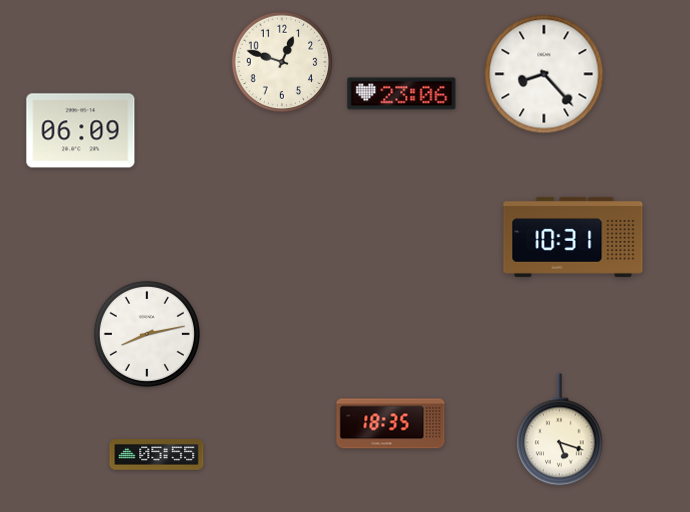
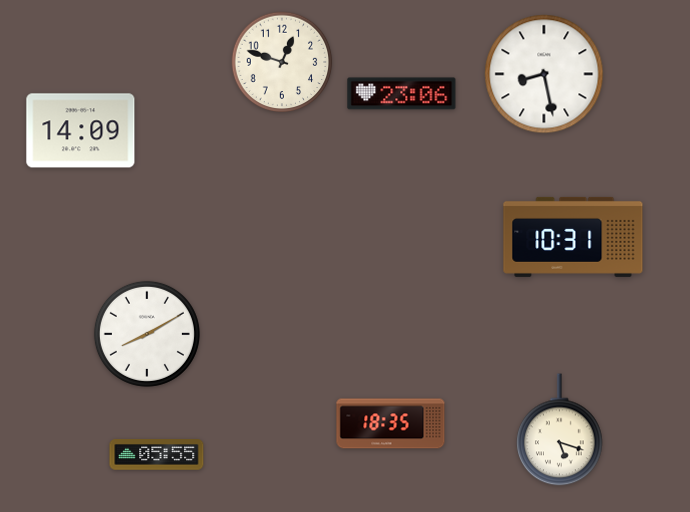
clock at (544, 74): 8:23 -> 8:28
clock at (81, 131): 06:09 -> 14:09
clock at (147, 334): 8:13 -> 8:10
